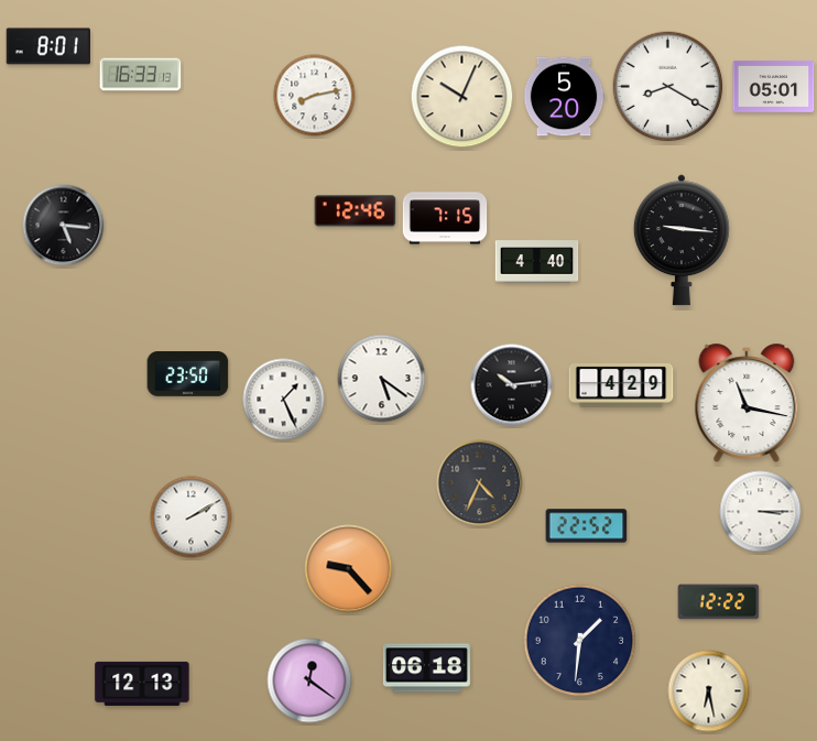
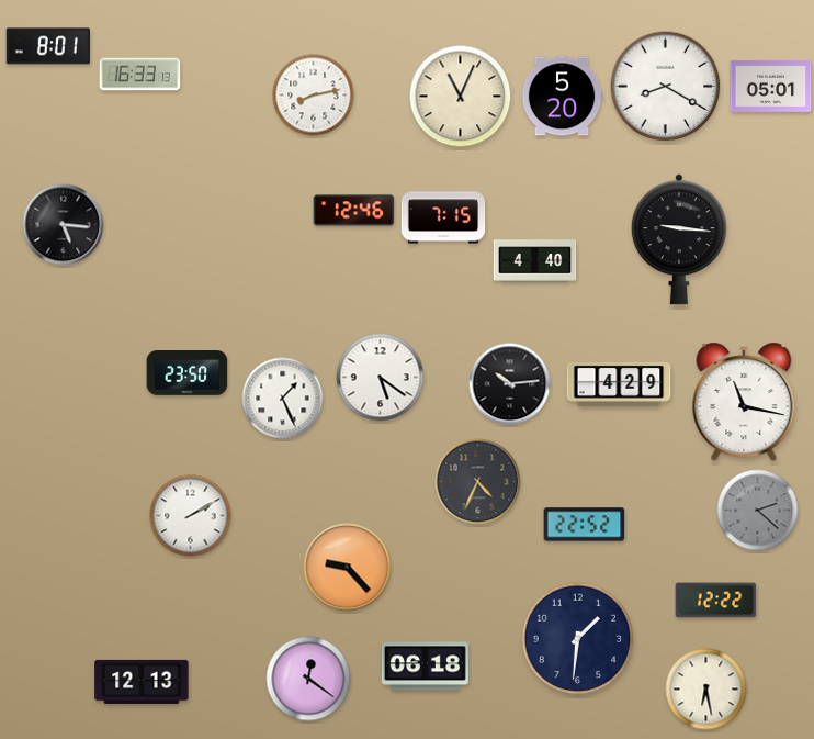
clock at (462, 97): 10:04 -> 11:04
clock at (761, 512): 3:15 -> 2:22
clock at (761, 512) dial: white -> grey
